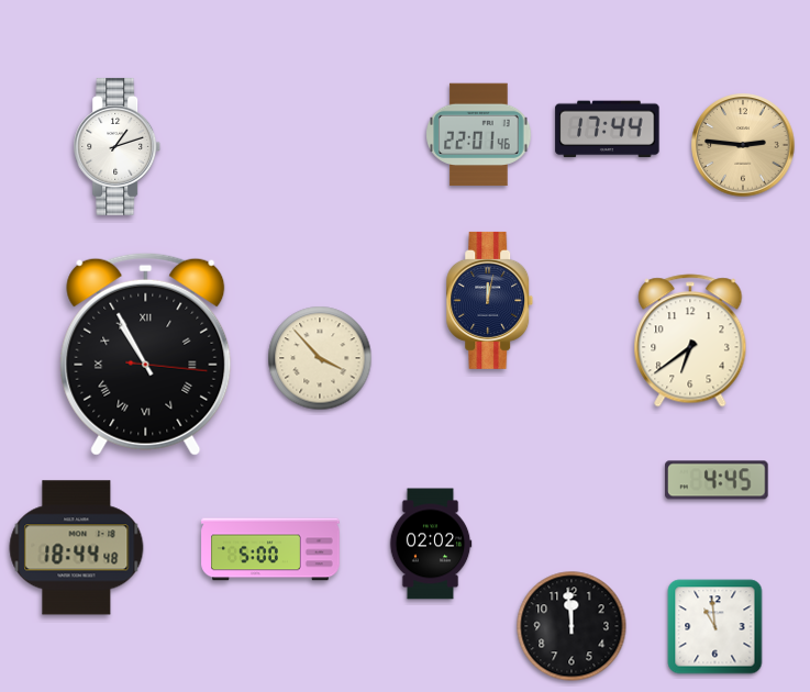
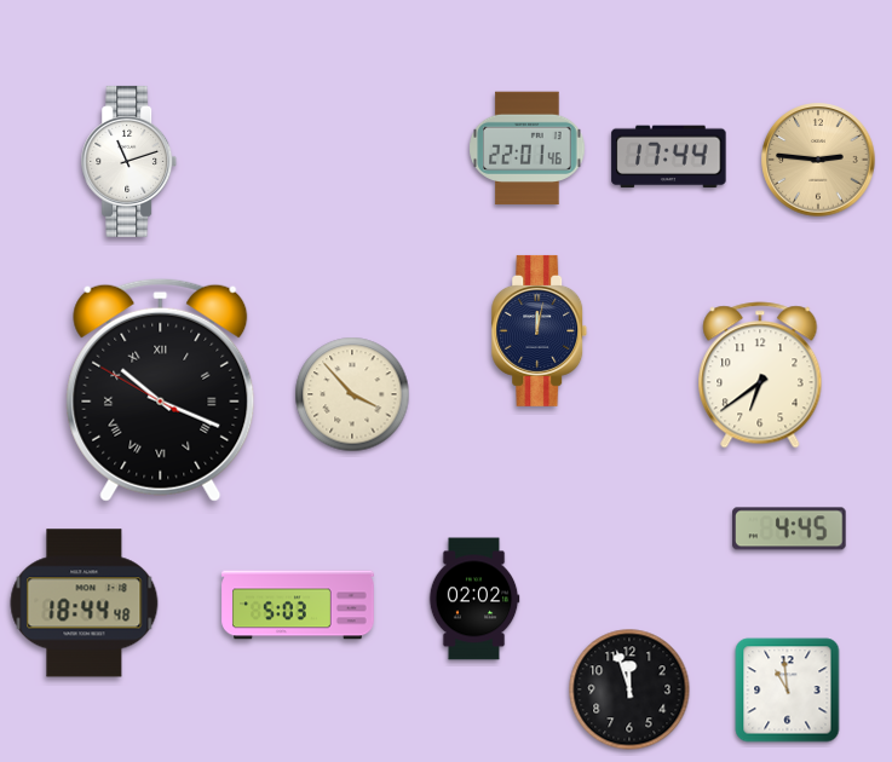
clock at (608, 130) position: (608, 130) -> (669, 157)
clock at (118, 146): 1:12 -> 11:12
clock at (146, 354): 10:55 -> 10:18
clock at (270, 549): 5:00 -> 5:03
clock at (572, 626): 11:59 -> 11:57
